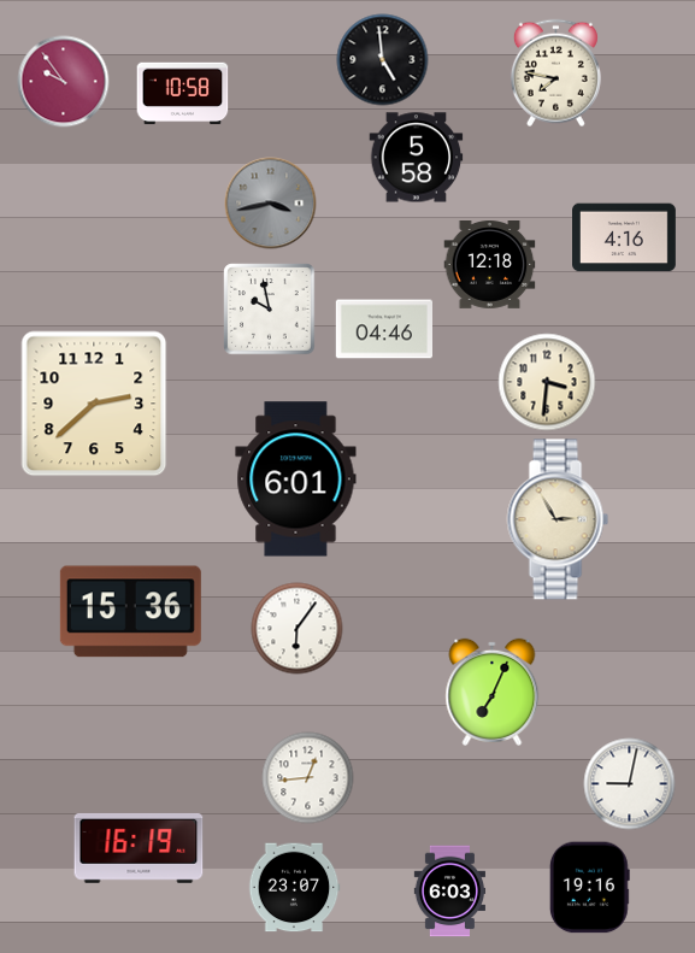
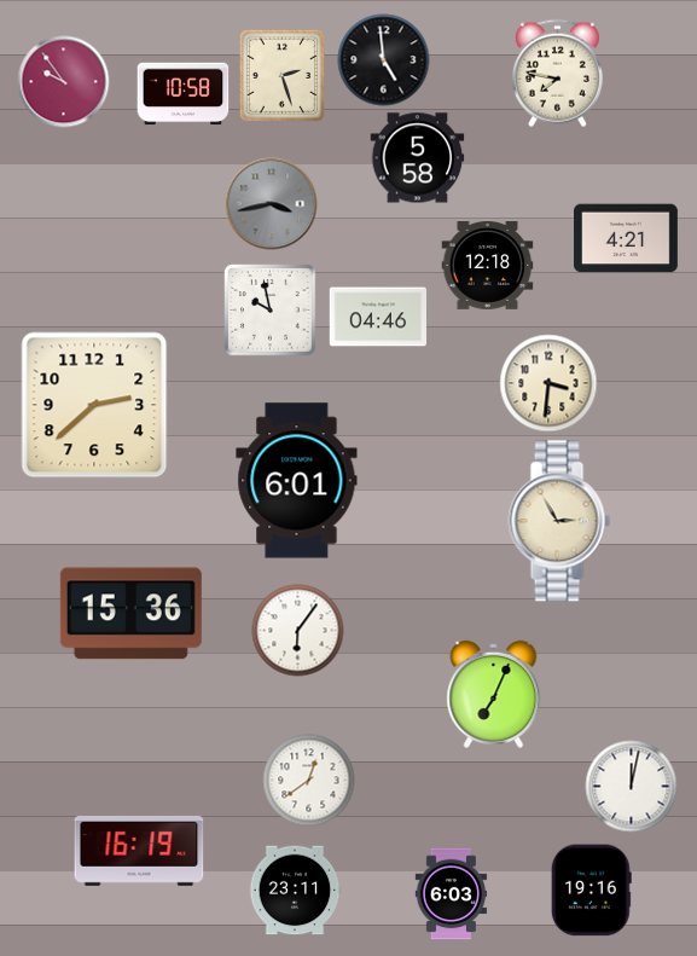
clock at (283, 75): none -> 2:27
clock at (625, 237): 4:16 -> 4:21
clock at (490, 265) position: (490, 265) -> (488, 266)
clock at (383, 329) position: (383, 329) -> (377, 317)
clock at (308, 778): 12:44 -> 12:39
clock at (630, 784): 9:02 -> 12:02
clock at (294, 888): 23:07 -> 23:11
